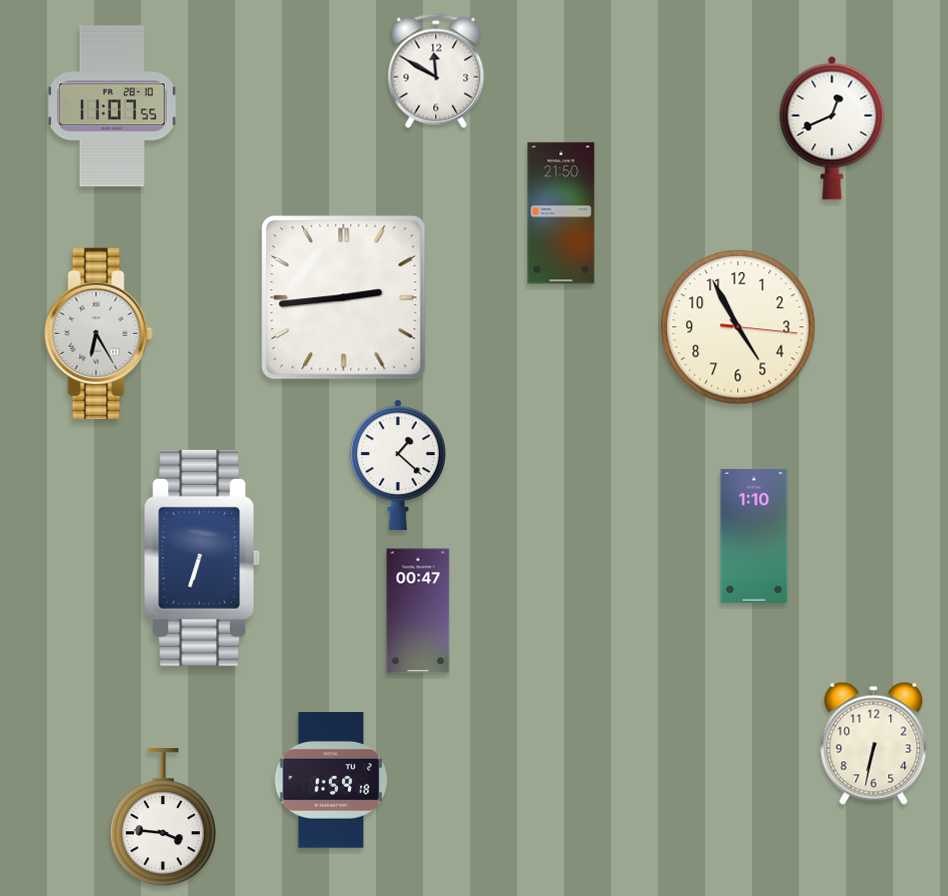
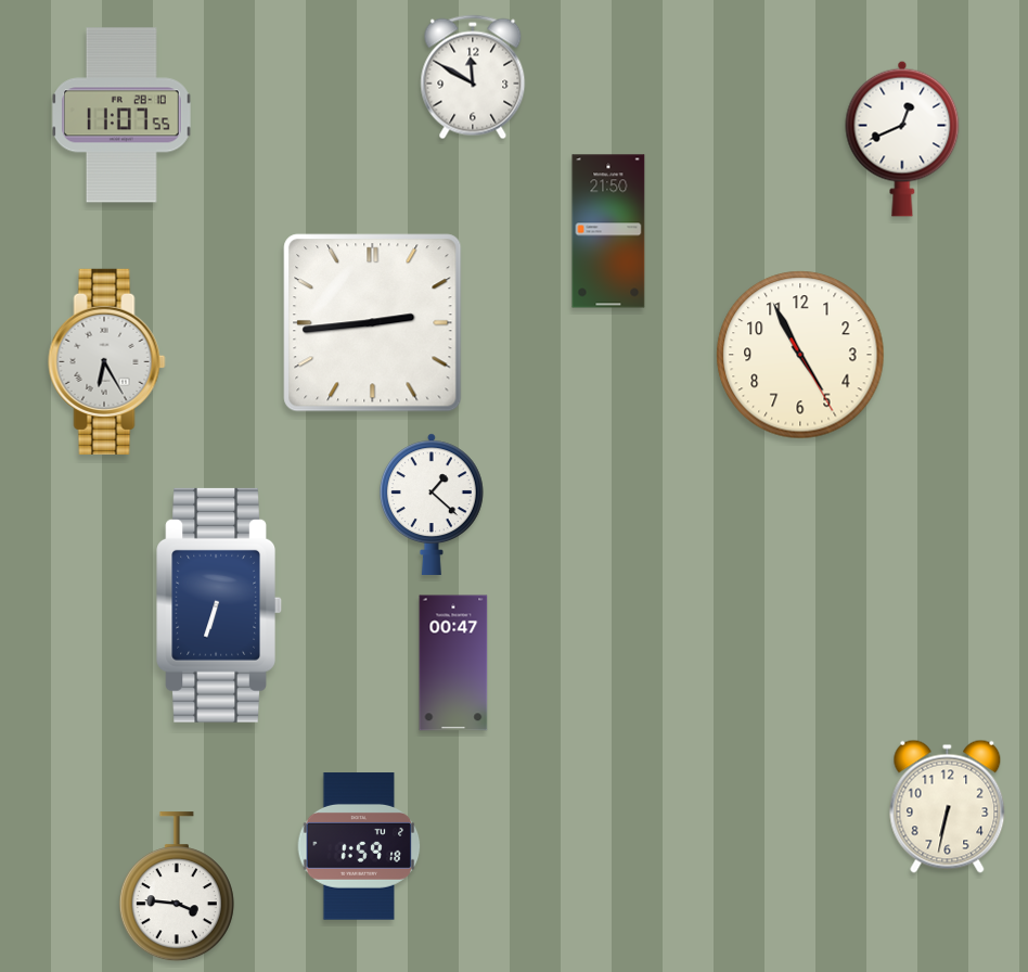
clock at (738, 327): 4:55:16 -> 4:55:25
clock at (754, 536): 1:10 -> none
